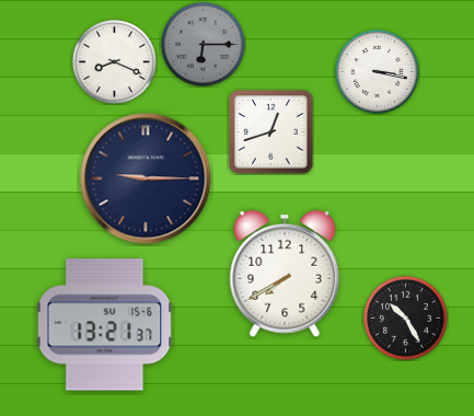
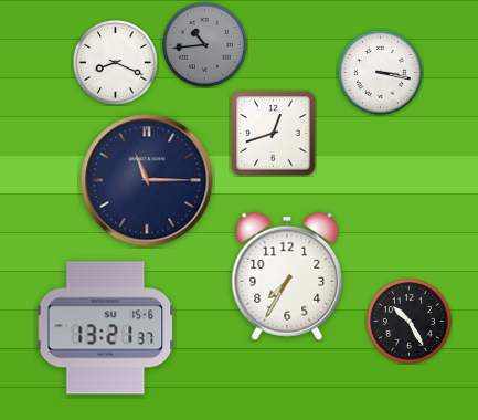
clock at (203, 44): 6:15 -> 10:44
clock at (146, 178): 9:15 -> 11:15
clock at (285, 274): 7:40 -> 7:35
